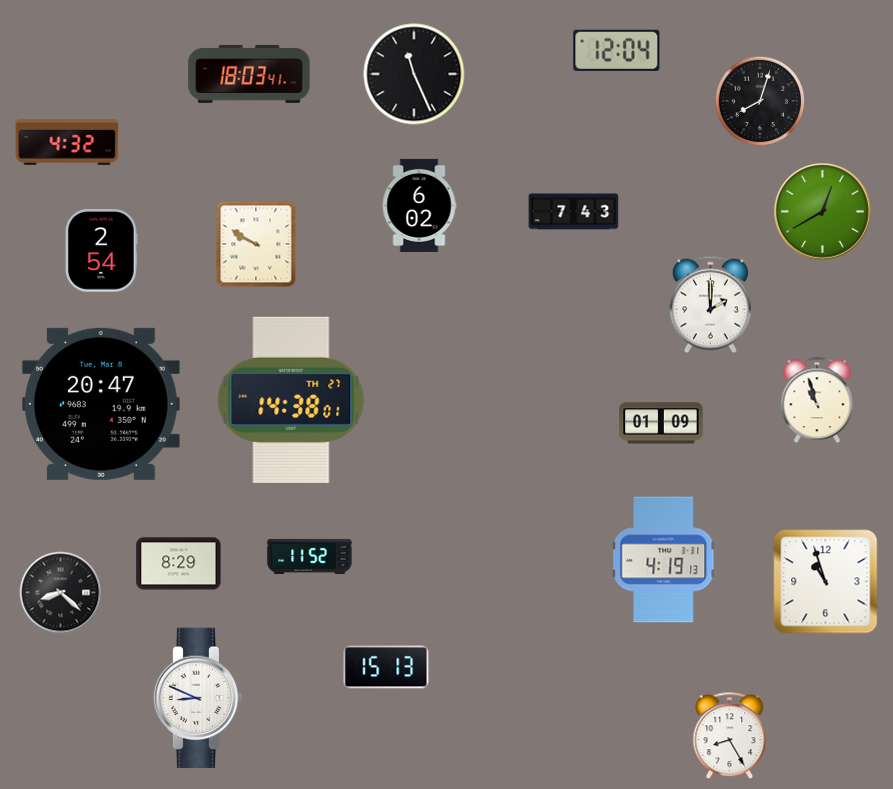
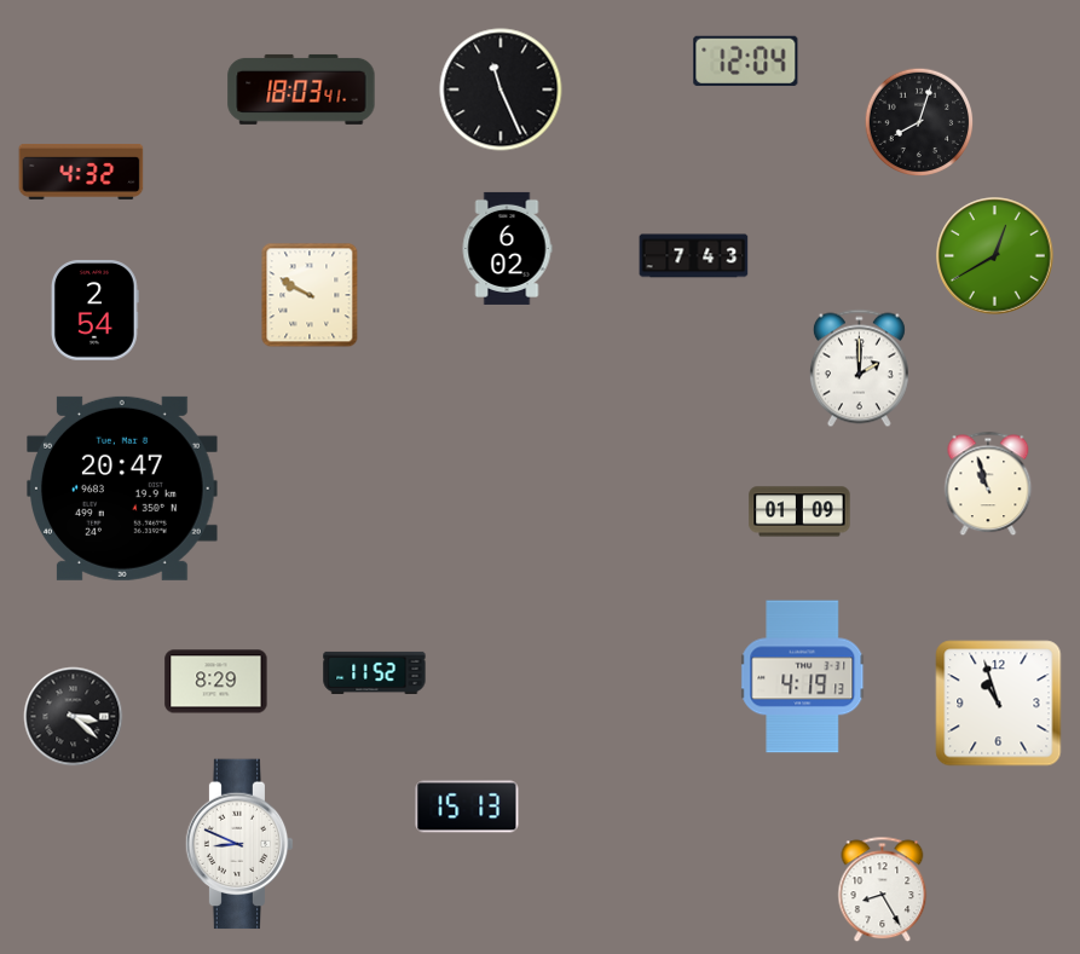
clock at (101, 251) position: (101, 251) -> (94, 311)
clock at (291, 400): 14:38 -> none
clock at (61, 593): 8:22 -> 3:22
